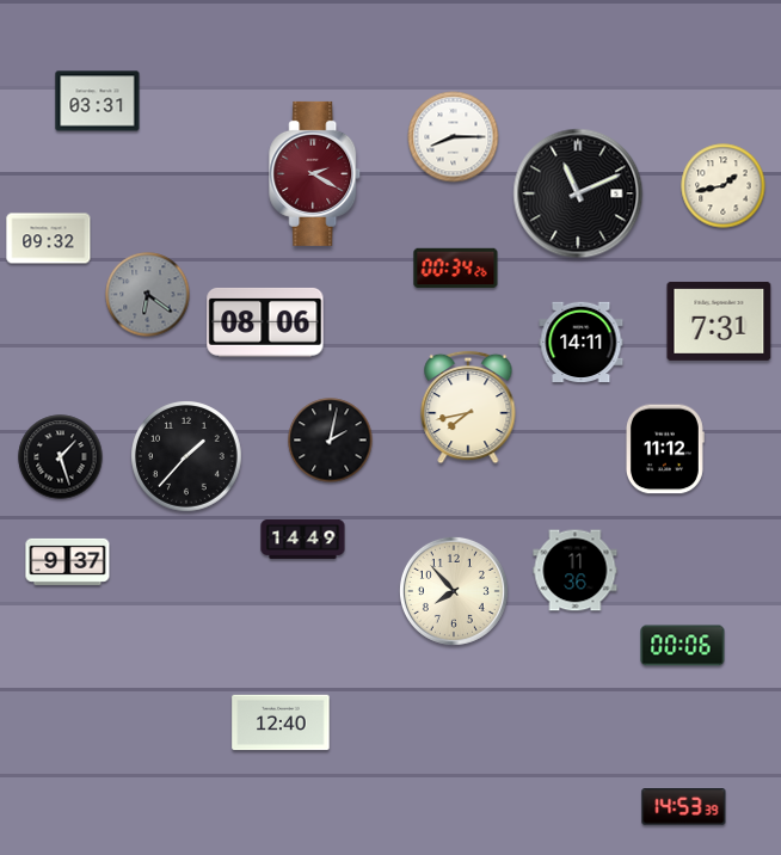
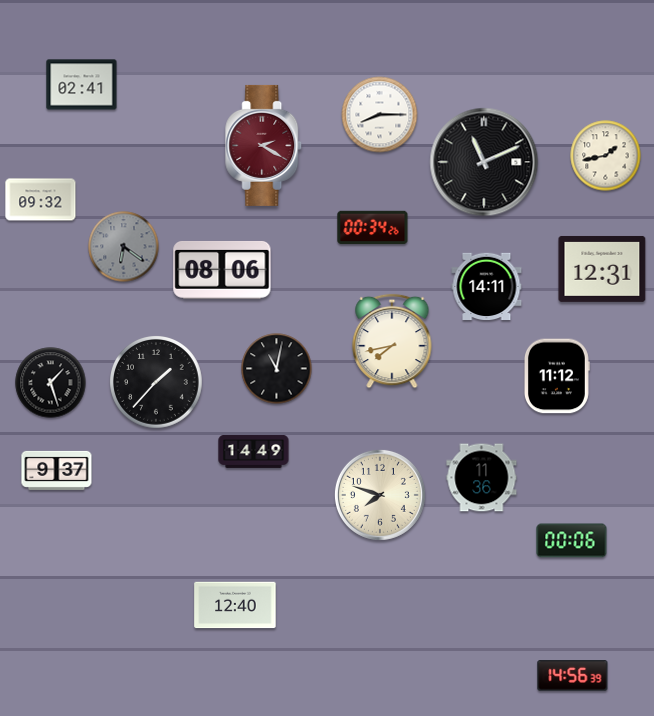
clock at (98, 102): 03:31 -> 02:41
clock at (456, 269) position: (456, 269) -> (373, 228)
clock at (719, 321): 7:31 -> 12:31
clock at (331, 441): 2:02 -> 11:02
clock at (454, 591): 7:53 -> 7:48
clock at (684, 807): 14:53 -> 14:56
